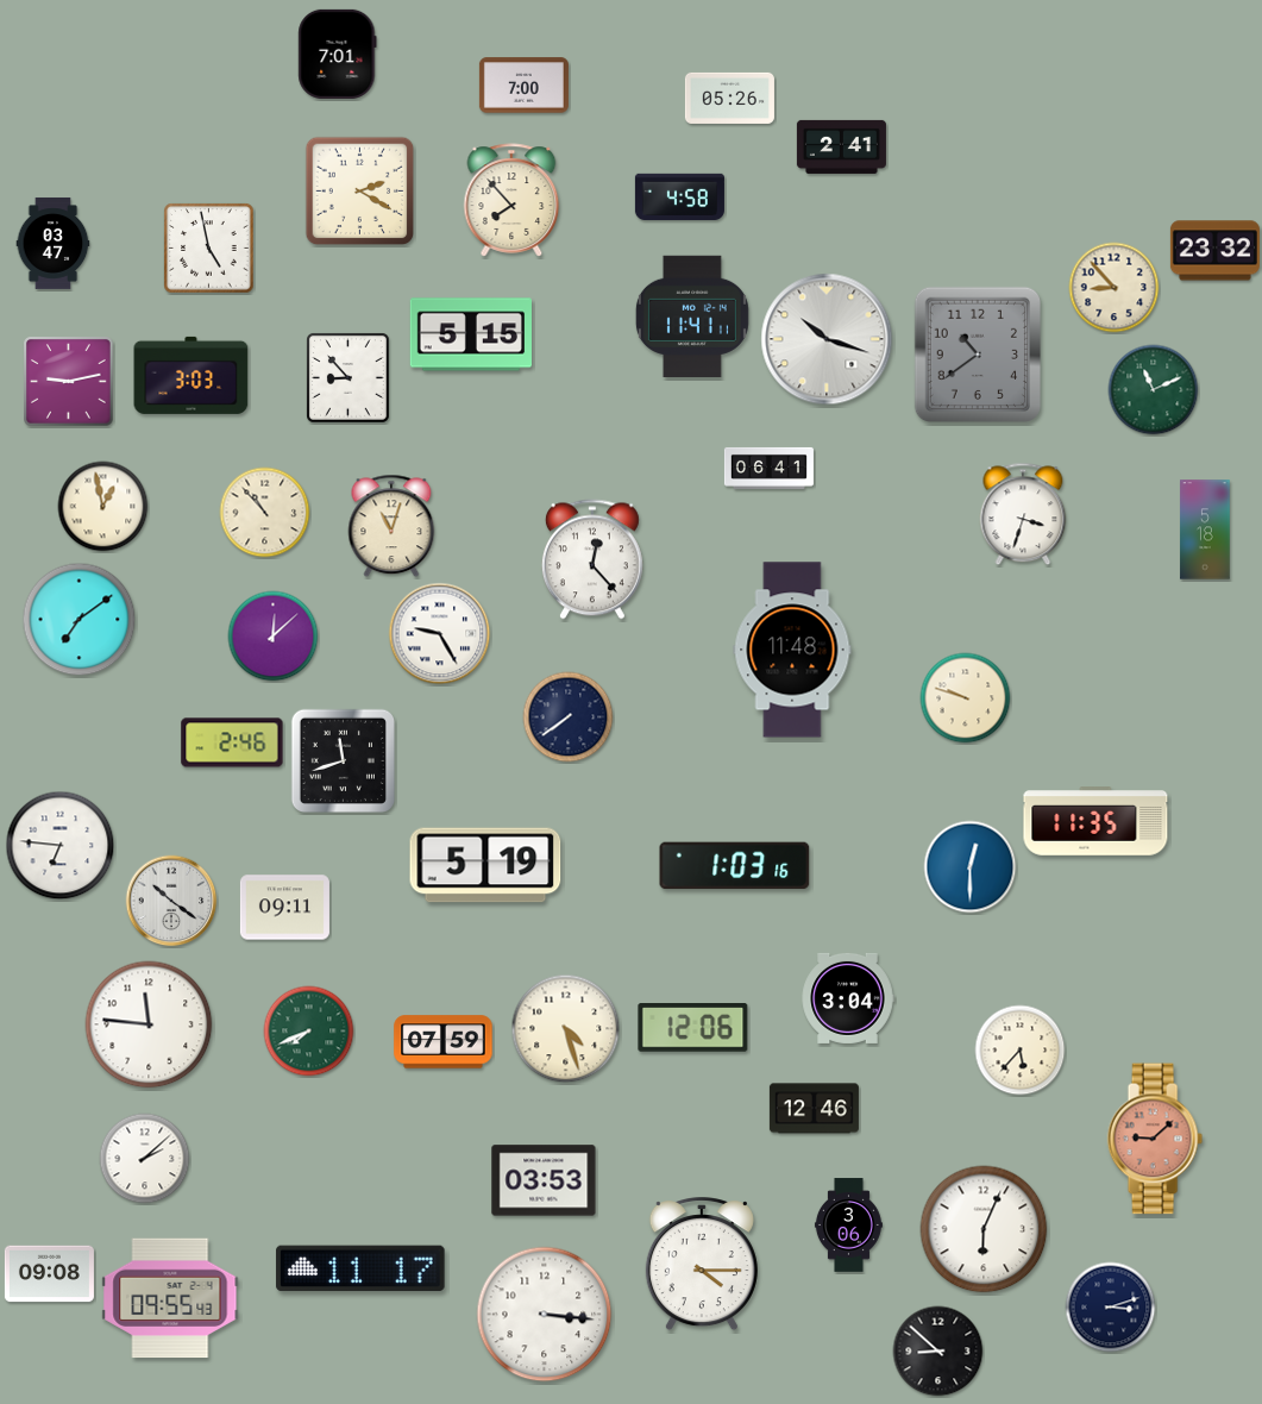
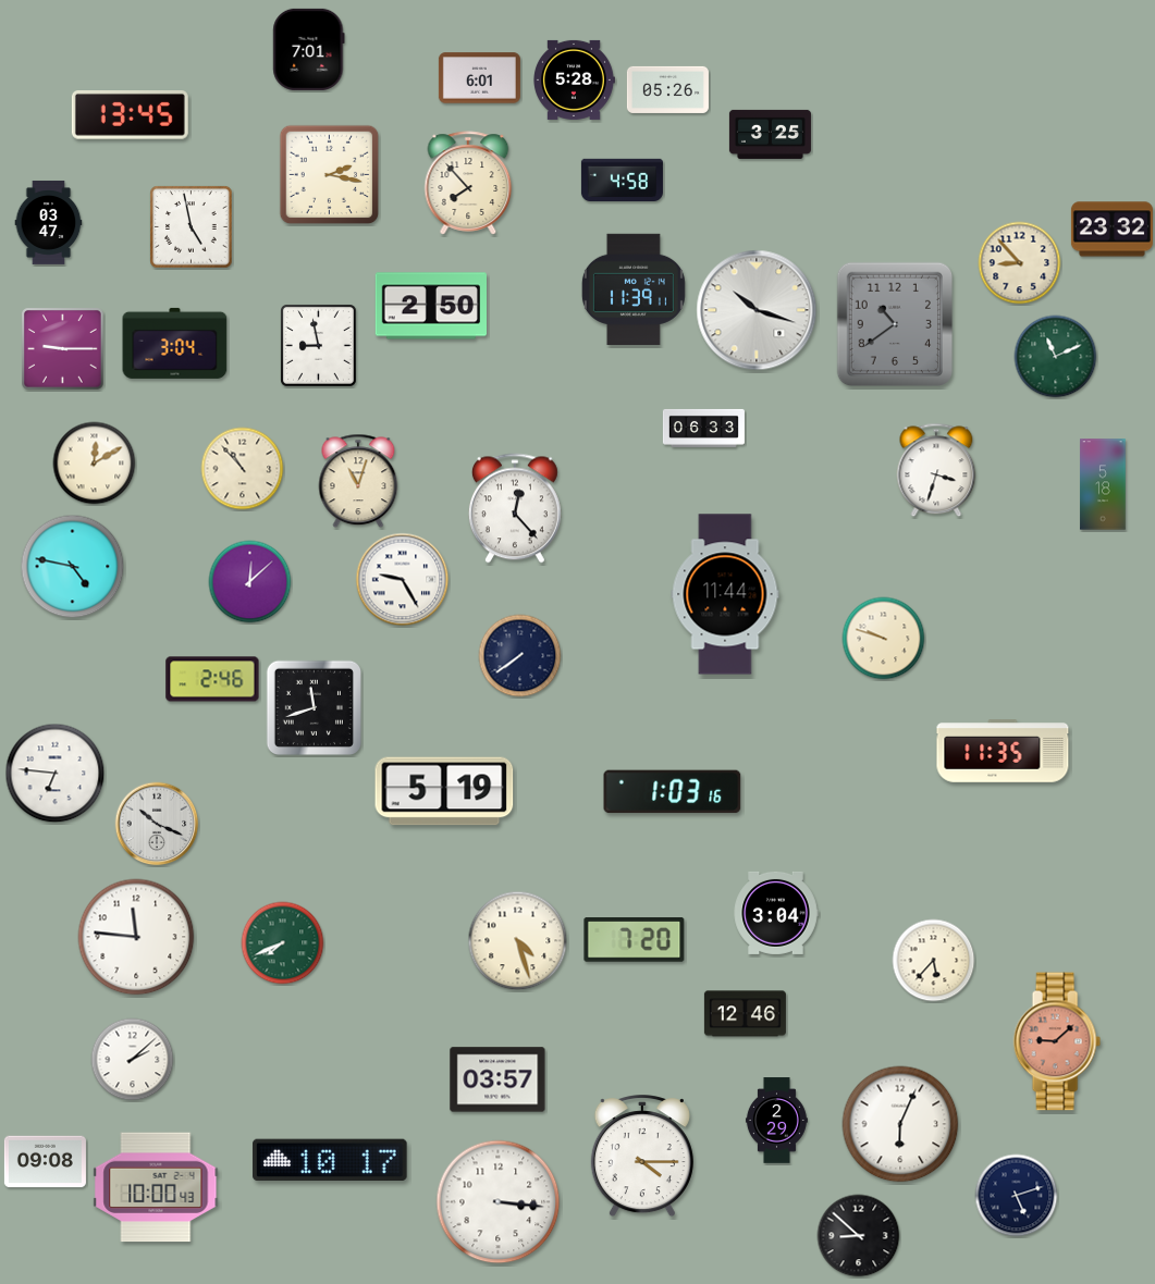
clock at (523, 86): 7:00 -> 6:01
clock at (574, 79): none -> 5:28
clock at (130, 115): none -> 13:45
clock at (841, 146): 2:41 -> 3:25
clock at (360, 192): 2:20 -> 2:17
clock at (692, 315): 11:41 -> 11:39
clock at (470, 334): 5:15 -> 2:50
clock at (192, 375): 3:03 -> 3:04
clock at (349, 378): 8:53 -> 8:58
clock at (69, 382): 9:13 -> 9:15
clock at (768, 468): 06:41 -> 06:33
clock at (103, 507): 12:58 -> 12:10
clock at (592, 559) position: (592, 559) -> (515, 508)
clock at (80, 620): 7:09 -> 4:47
clock at (792, 650): 11:48 -> 11:44
clock at (343, 760) position: (343, 760) -> (314, 707)
clock at (971, 867): 12:30 -> none
clock at (171, 901): 10:21 -> 10:19
clock at (284, 908): 09:11 -> none
clock at (693, 1028): 12:06 -> 7:20
clock at (444, 1042): 07:59 -> none
clock at (544, 1180): 03:53 -> 03:57
clock at (848, 1226): 3:06 -> 2:29
clock at (360, 1268): 11:17 -> 10:17
clock at (49, 1274) position: (49, 1274) -> (45, 1162)
clock at (170, 1298): 09:55 -> 10:00
clock at (1111, 1308): 3:12 -> 5:12
